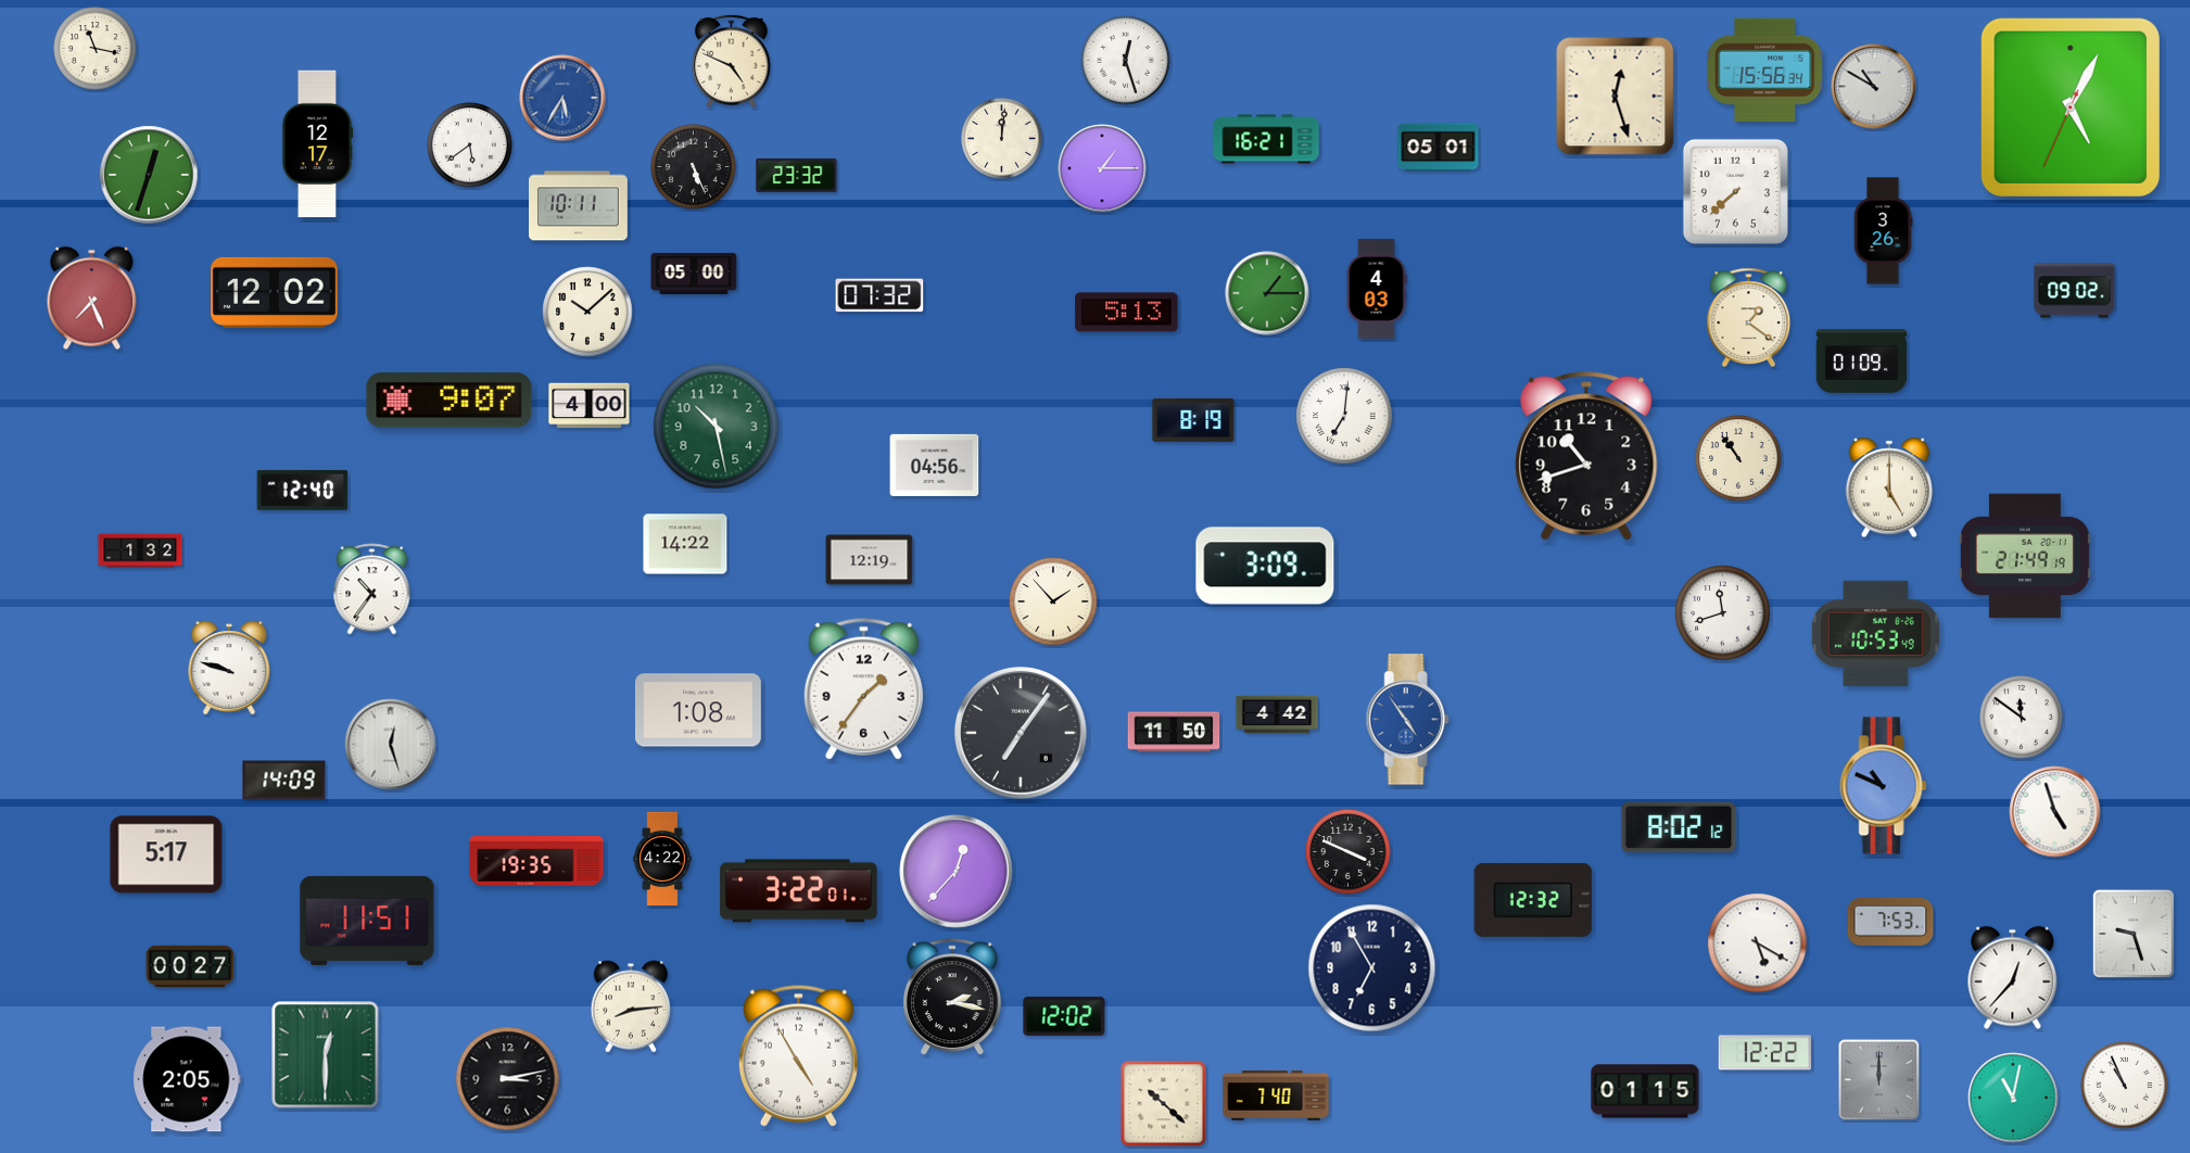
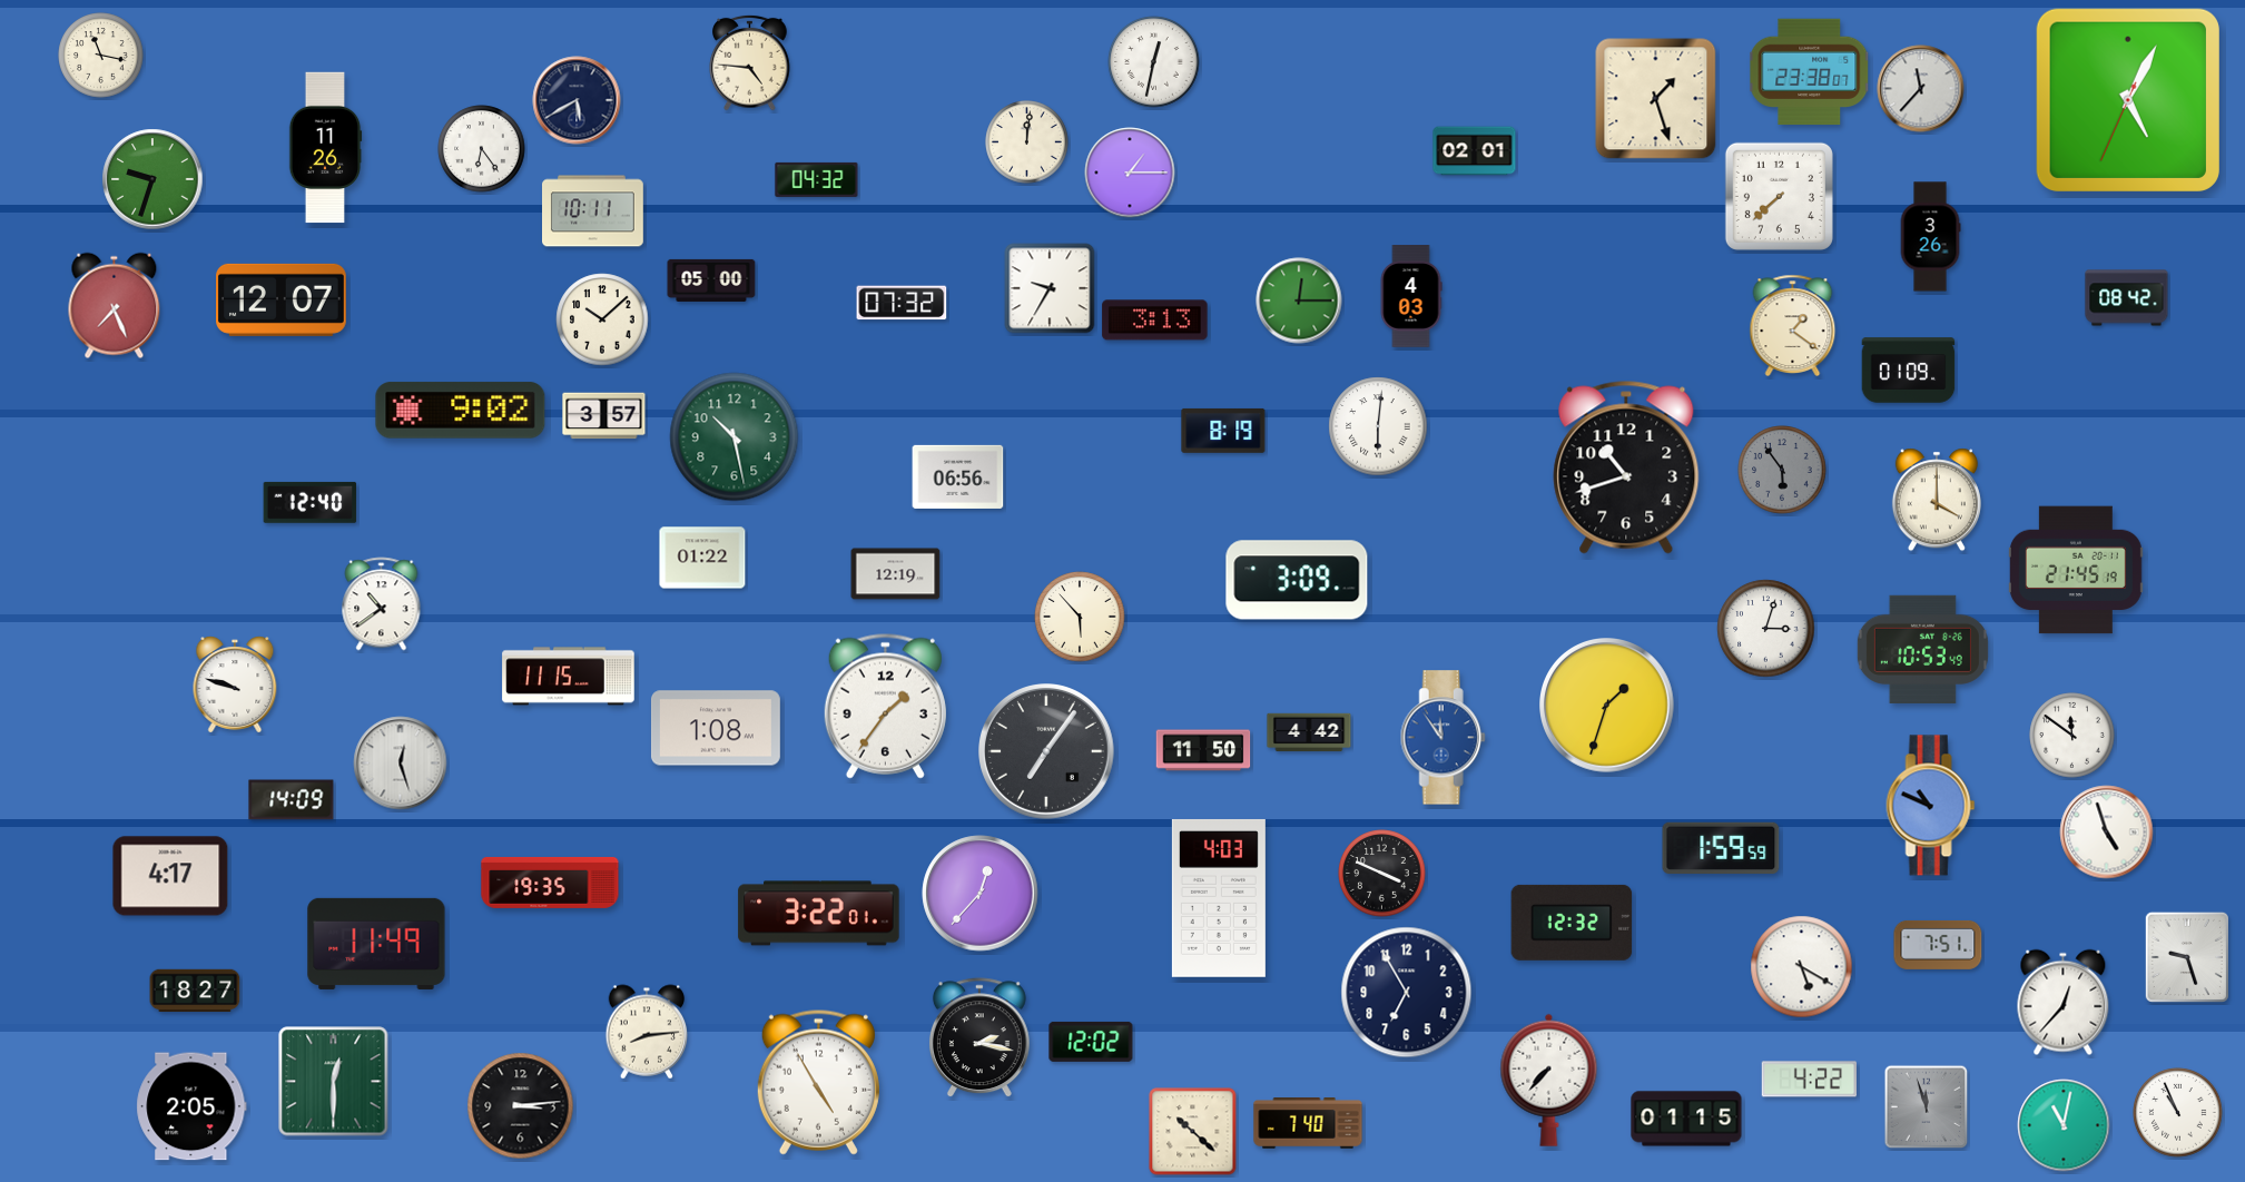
clock at (96, 49) position: (96, 49) -> (101, 56)
clock at (732, 61): 4:49 -> 4:46
clock at (1126, 61): 12:27 -> 12:32
clock at (1765, 71): 15:56 -> 23:38
clock at (1874, 87): 10:50 -> 11:37
clock at (1616, 97): 12:27 -> 1:27
clock at (562, 98): 5:35 -> 5:40
clock at (562, 98) dial: blue -> navy
clock at (2071, 107) position: (2071, 107) -> (2128, 100)
clock at (1266, 139): 16:21 -> none
clock at (317, 144): 12:17 -> 11:26
clock at (470, 145): 5:39 -> 6:24
clock at (1439, 148): 05:01 -> 02:01
clock at (694, 167): 5:26 -> none
clock at (149, 175): 12:33 -> 9:33
clock at (797, 175): 23:32 -> 04:32
clock at (1050, 288): none -> 9:35
clock at (2075, 291): 09:02 -> 08:42
clock at (275, 292): 12:02 -> 12:07
clock at (1267, 293): 1:15 -> 12:15
clock at (92, 299) position: (92, 299) -> (115, 306)
clock at (1127, 313): 5:13 -> 3:13
clock at (450, 401): 9:07 -> 9:02
clock at (590, 406): 4:00 -> 3:57
clock at (1344, 416): 7:01 -> 6:01
clock at (1738, 458): 10:54 -> 5:54
clock at (1738, 458) dial: cream -> grey
clock at (935, 465): 04:56 -> 06:56
clock at (1889, 487): 5:00 -> 4:00
clock at (685, 544): 14:22 -> 01:22
clock at (140, 550): 1:32 -> none
clock at (2025, 556): 21:49 -> 21:45
clock at (870, 560) position: (870, 560) -> (896, 574)
clock at (372, 590): 10:36 -> 10:39
clock at (1053, 601): 1:53 -> 5:53
clock at (1723, 613): 11:42 -> 3:03
clock at (569, 677): none -> 11:15
clock at (1607, 706): none -> 1:33
clock at (1407, 720): 4:54 -> 11:54
clock at (1679, 826): 8:02 -> 1:59
clock at (166, 854): 5:17 -> 4:17
clock at (662, 859): 4:22 -> none
clock at (1219, 898): none -> 4:03
clock at (367, 921): 11:51 -> 11:49
clock at (1890, 922): 7:53 -> 7:51
clock at (190, 966): 00:27 -> 18:27
clock at (952, 998) position: (952, 998) -> (979, 1038)
clock at (1549, 1080): none -> 7:37
clock at (1765, 1053): 12:22 -> 4:22
clock at (508, 1079): 3:13 -> 3:14
clock at (1879, 1080): 12:00 -> 11:57
